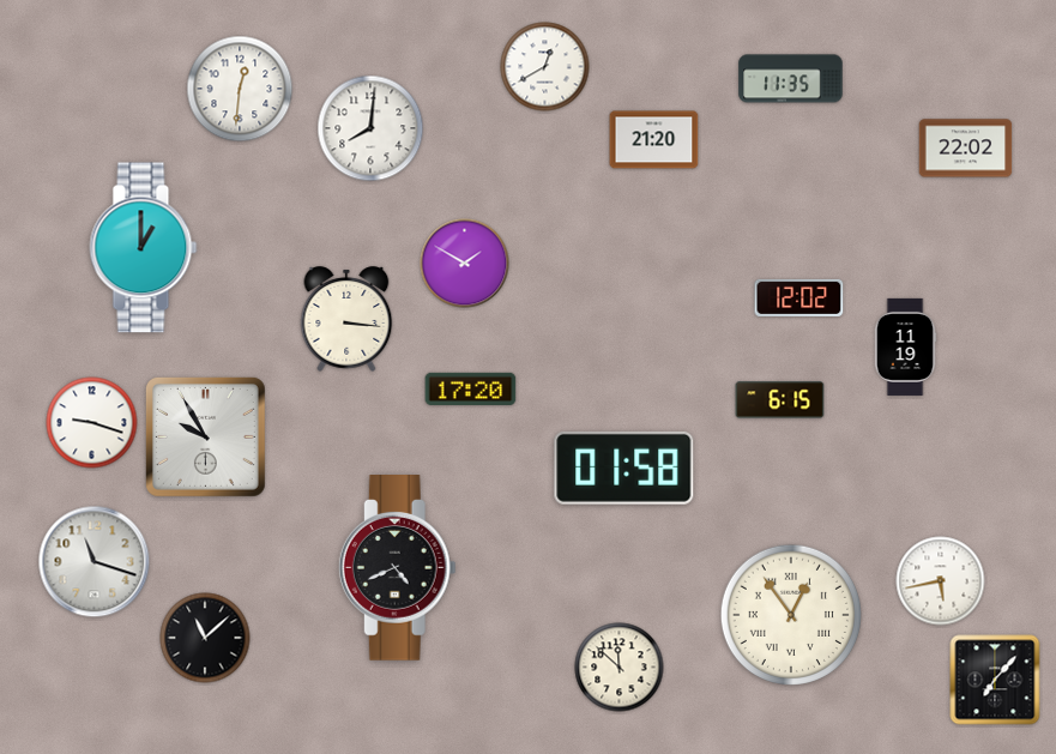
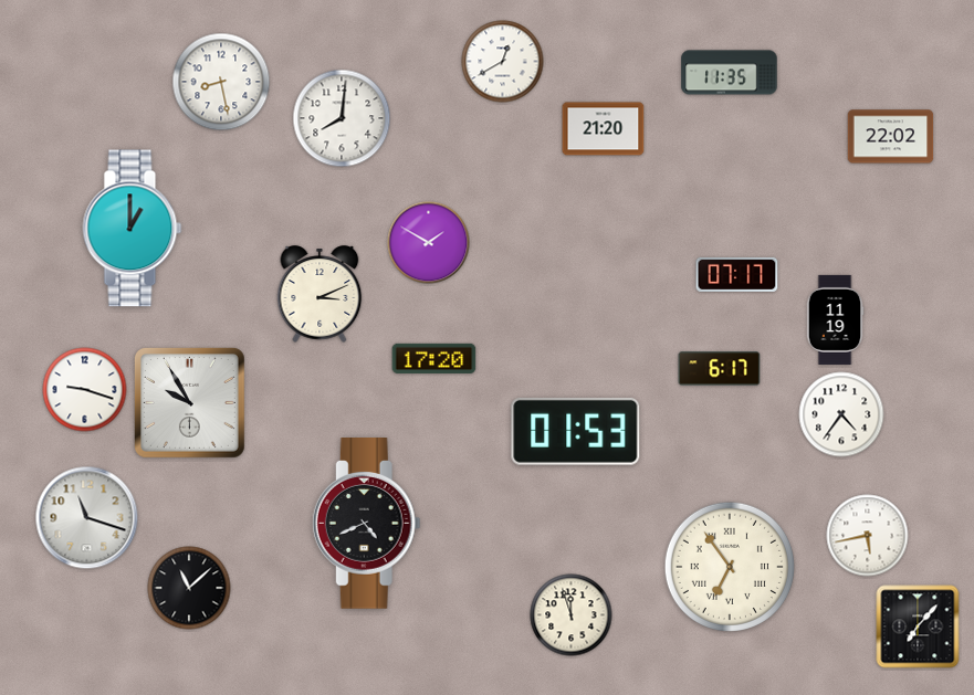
clock at (240, 89): 12:31 -> 8:28
clock at (799, 297): 12:02 -> 07:17
clock at (346, 319): 3:16 -> 3:11
clock at (780, 400): 6:15 -> 6:17
clock at (841, 414): none -> 4:36
clock at (624, 468): 01:58 -> 01:53
clock at (791, 615): 12:54 -> 6:54
clock at (620, 668): 11:52 -> 11:57
